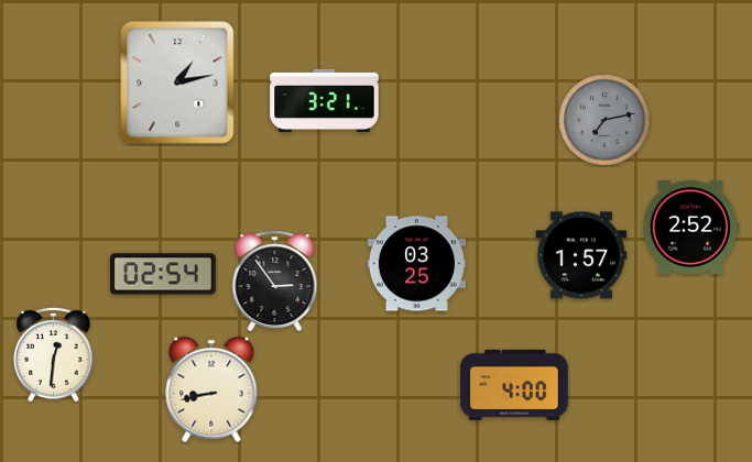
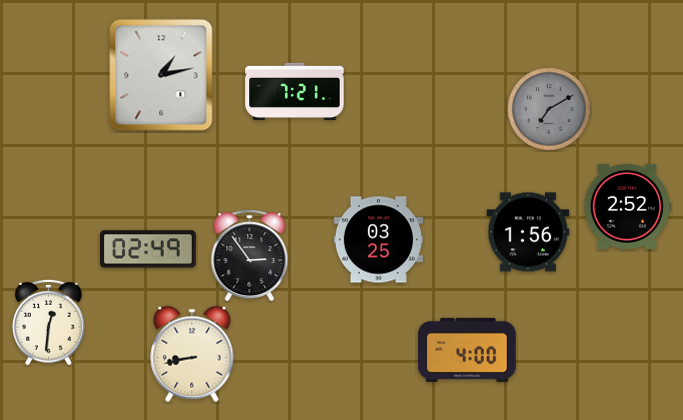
clock at (325, 100): 3:21 -> 7:21
clock at (604, 120): 7:13 -> 7:10
clock at (581, 255): 1:57 -> 1:56
clock at (163, 274): 02:54 -> 02:49
